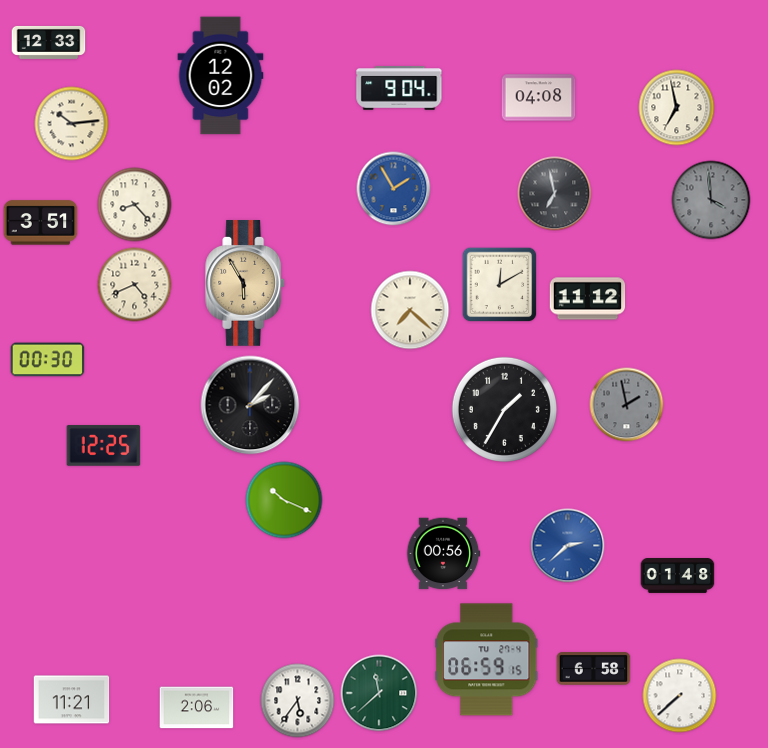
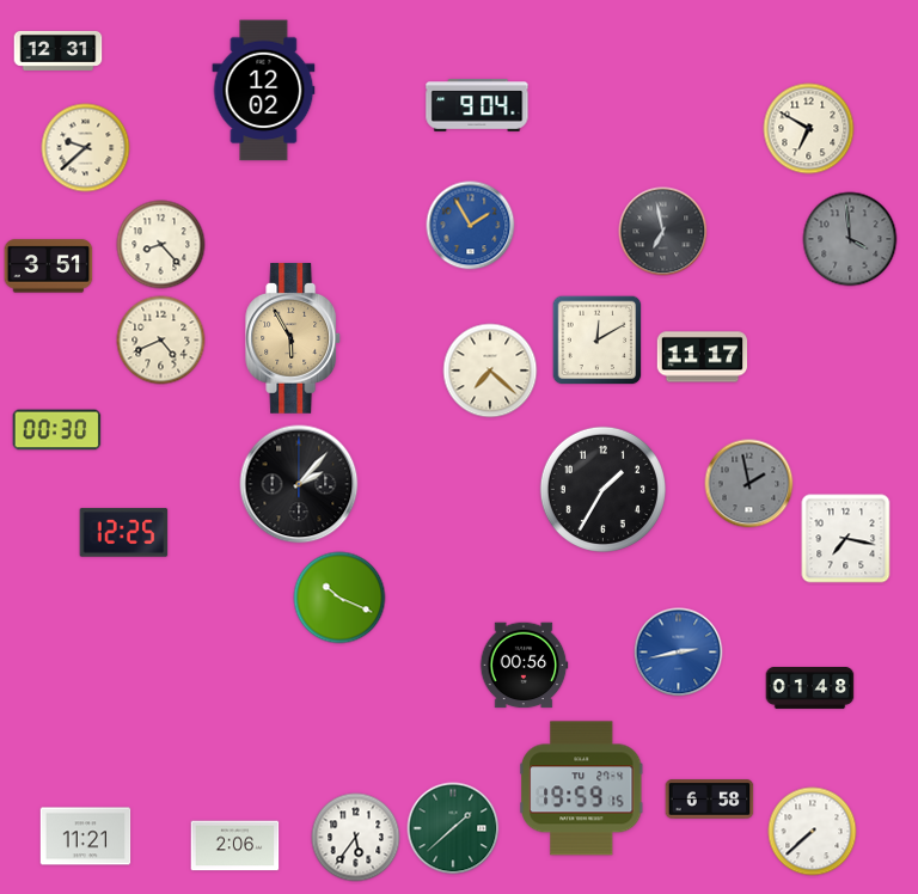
clock at (49, 42): 12:33 -> 12:31
clock at (539, 98): 04:08 -> none
clock at (677, 108): 6:58 -> 6:50
clock at (72, 124): 10:14 -> 9:38
clock at (588, 299): 11:12 -> 11:17
clock at (846, 539): none -> 7:17
clock at (568, 546): 2:38 -> 2:43
clock at (443, 554) position: (443, 554) -> (524, 666)
clock at (487, 660): 06:59 -> 19:59
clock at (379, 693): 11:38 -> 1:38
